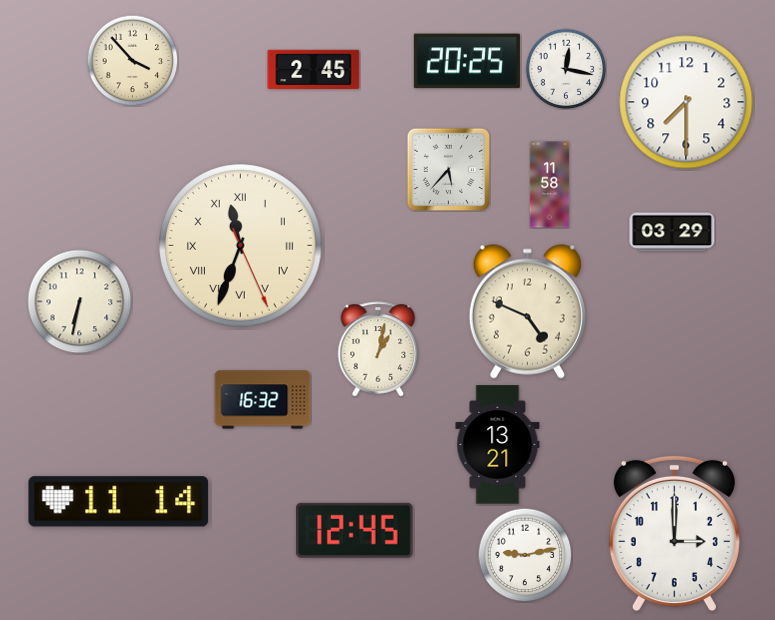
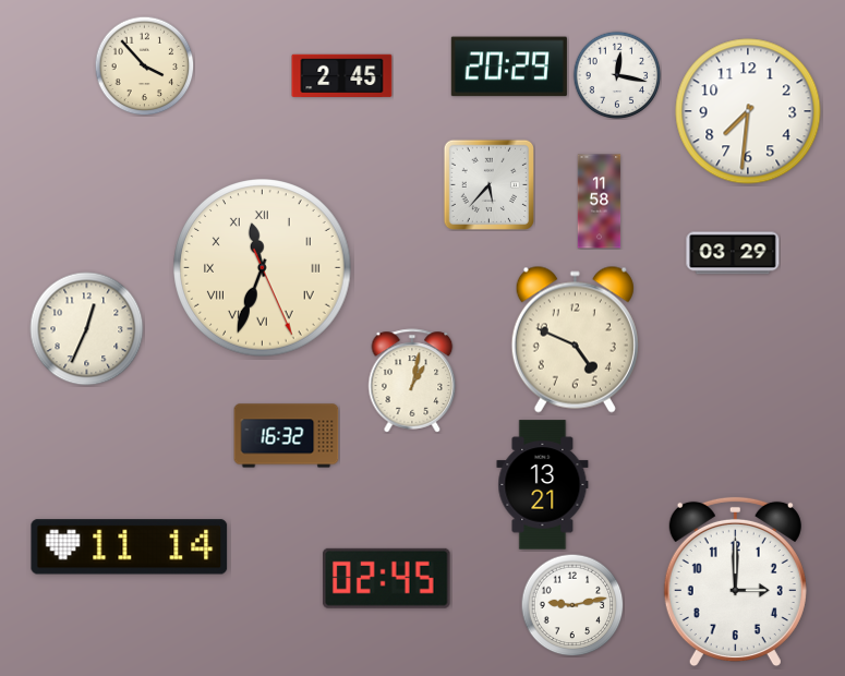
clock at (467, 61): 20:25 -> 20:29
clock at (686, 102): 7:30 -> 7:31
clock at (80, 302): 6:32 -> 12:34
clock at (354, 530): 12:45 -> 02:45
